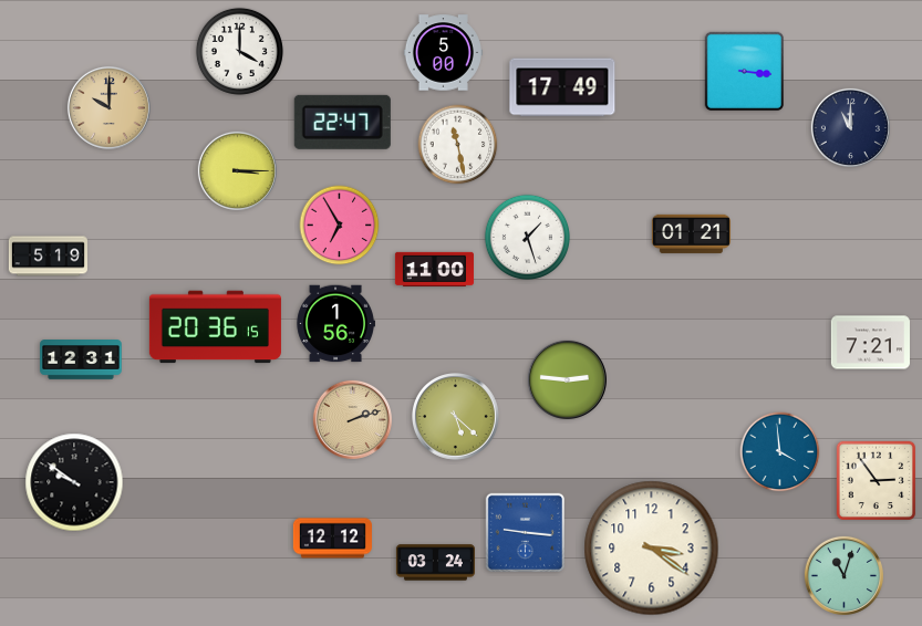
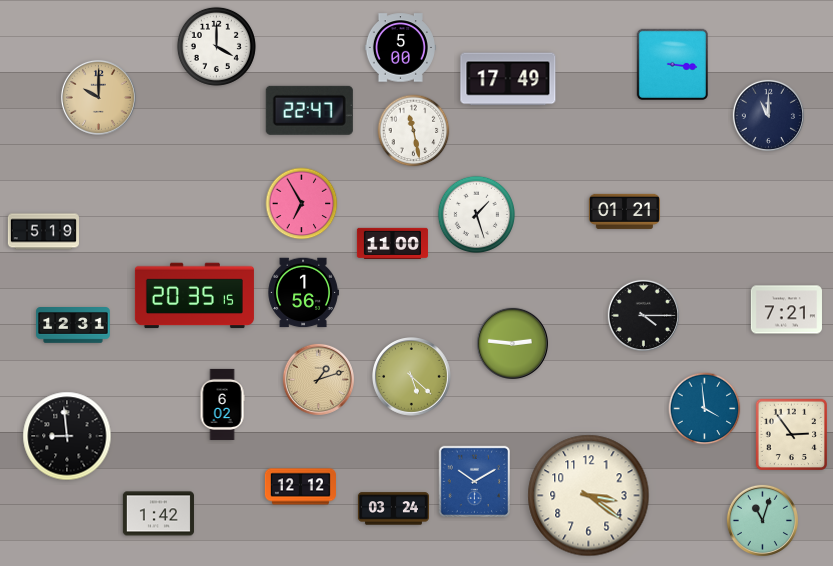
clock at (237, 170): 3:15 -> none
clock at (340, 226) position: (340, 226) -> (302, 204)
clock at (215, 327): 20:36 -> 20:35
clock at (643, 315): none -> 4:15
clock at (352, 419): 2:12 -> 1:12
clock at (222, 404): none -> 6:02
clock at (74, 482): 9:51 -> 8:59
clock at (526, 533): 9:16 -> 10:10
clock at (158, 514): none -> 1:42
